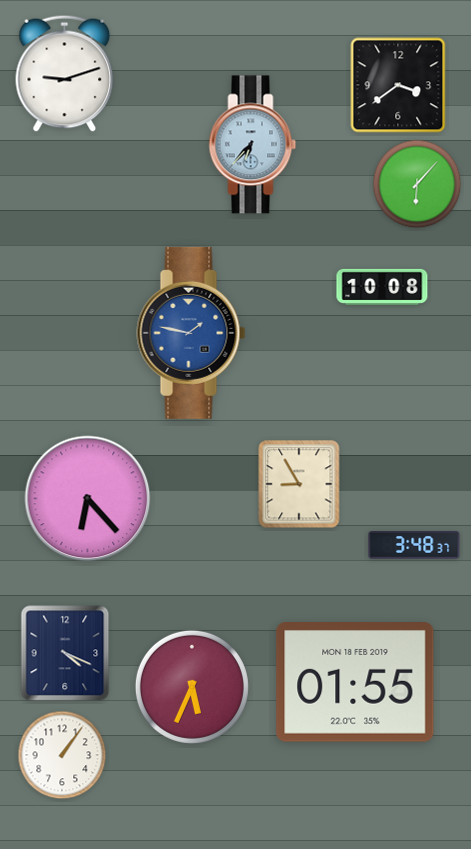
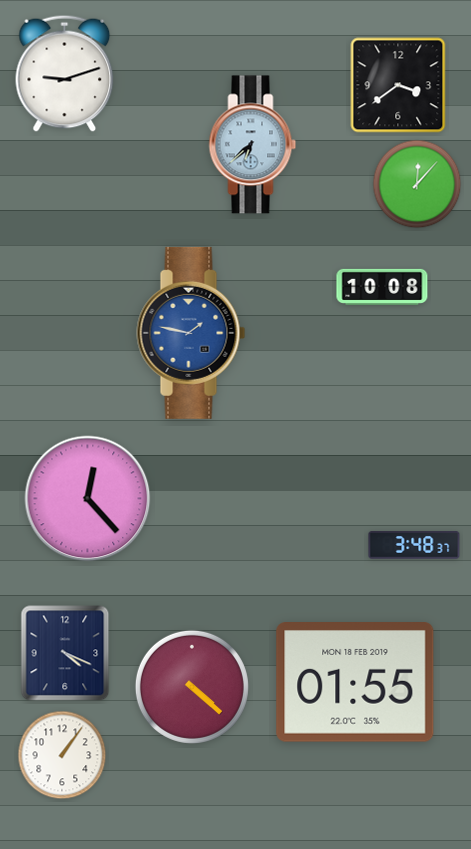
clock at (253, 145): 6:37 -> 6:38
clock at (417, 184): 6:07 -> 12:07
clock at (299, 484): 8:55 -> none
clock at (88, 499): 6:23 -> 12:23
clock at (192, 687): 5:34 -> 4:22
